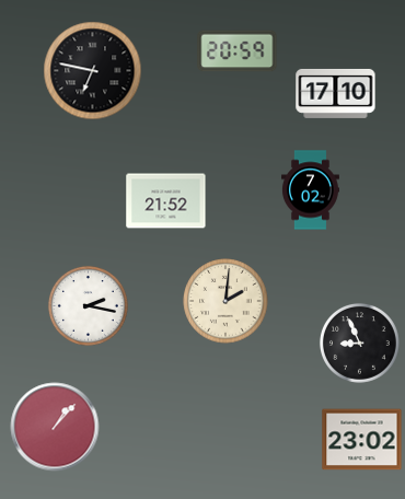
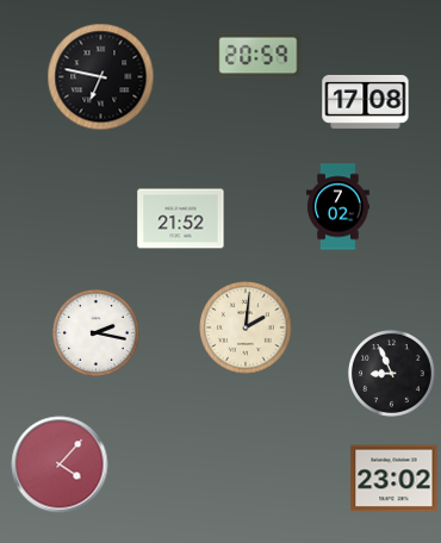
clock at (336, 93): 17:10 -> 17:08
clock at (55, 427): 1:07 -> 4:07
